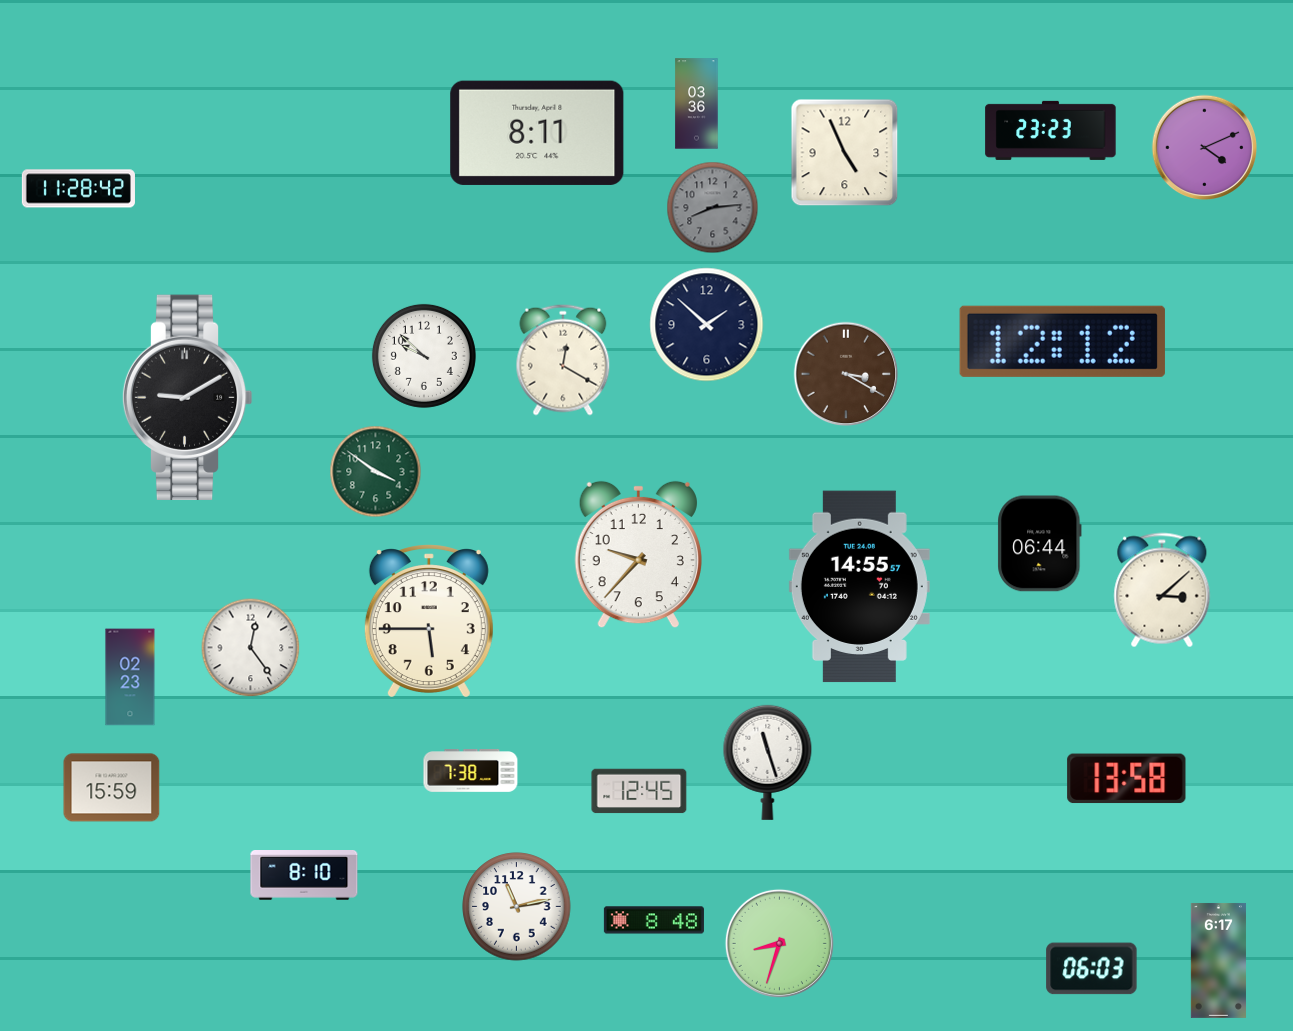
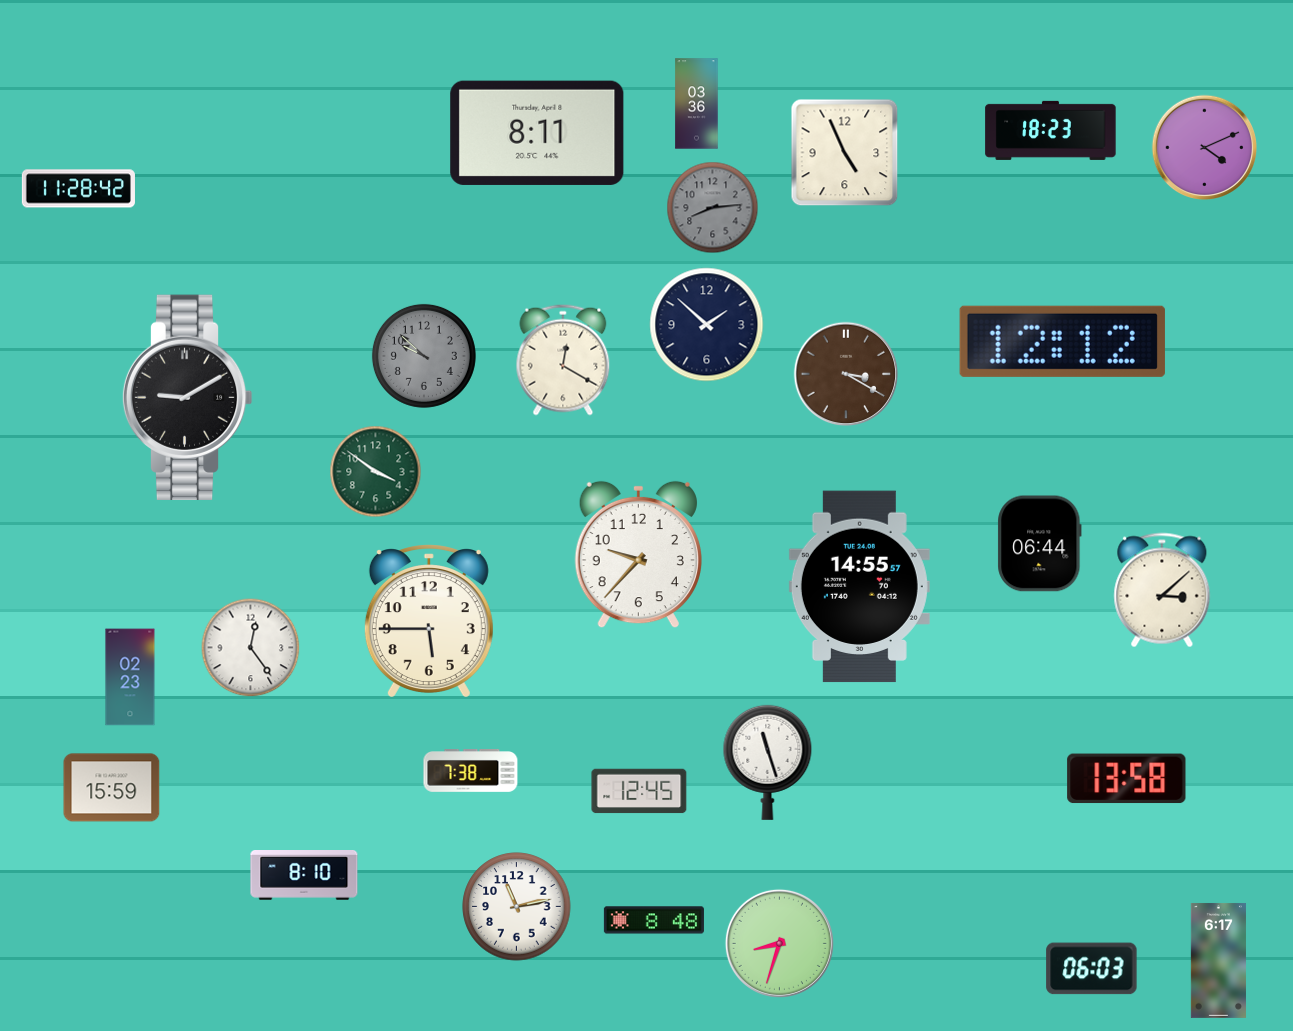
clock at (1051, 130): 23:23 -> 18:23
clock at (424, 356) dial: white -> grey
